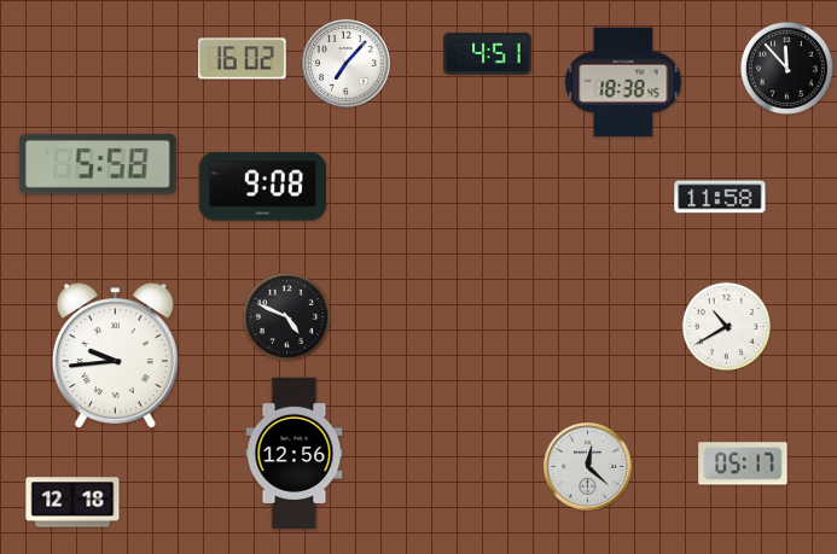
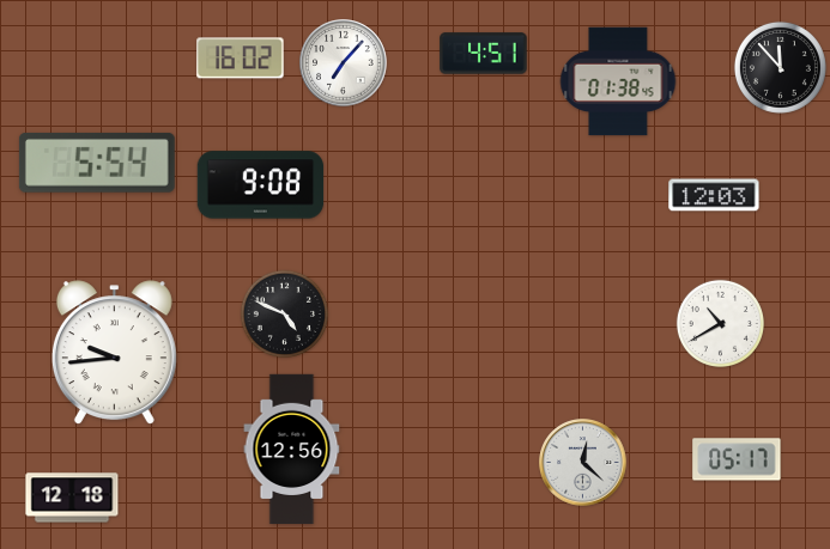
clock at (623, 82): 18:38 -> 01:38
clock at (98, 164): 5:58 -> 5:54
clock at (720, 197): 11:58 -> 12:03
